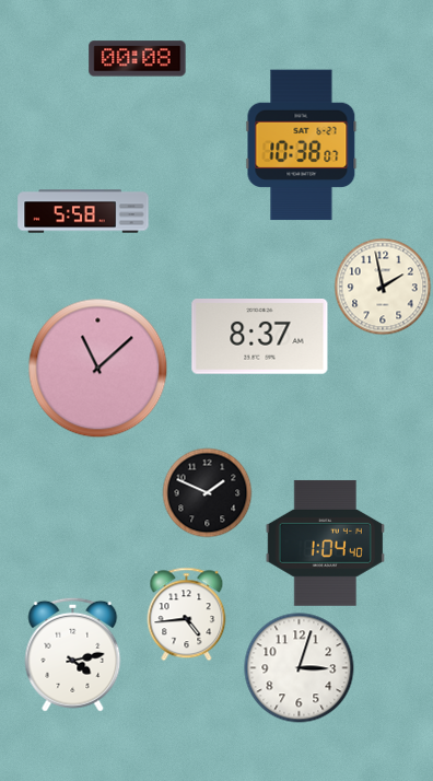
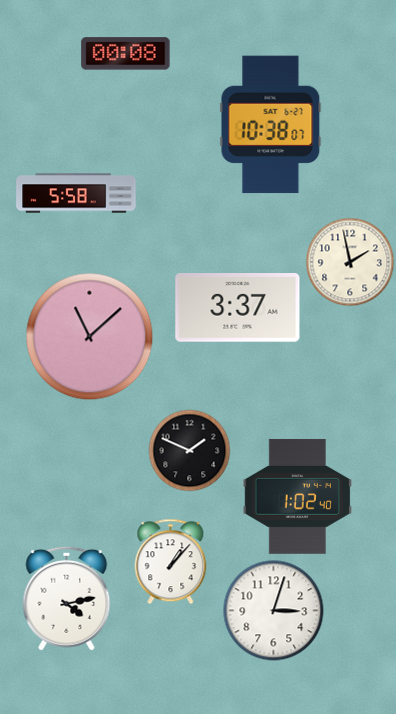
clock at (302, 145) position: (302, 145) -> (271, 125)
clock at (260, 337): 8:37 -> 3:37
clock at (325, 543): 1:04 -> 1:02
clock at (187, 615): 4:44 -> 1:07
